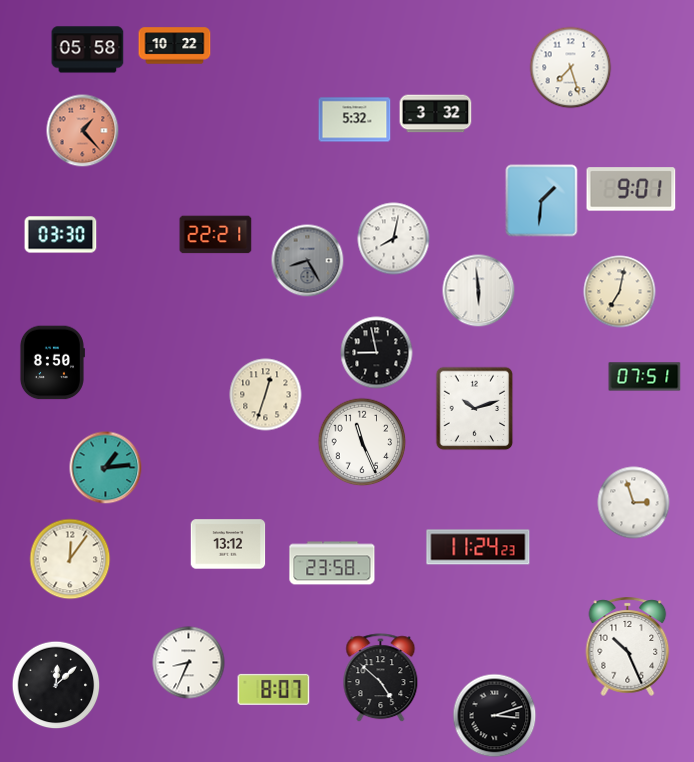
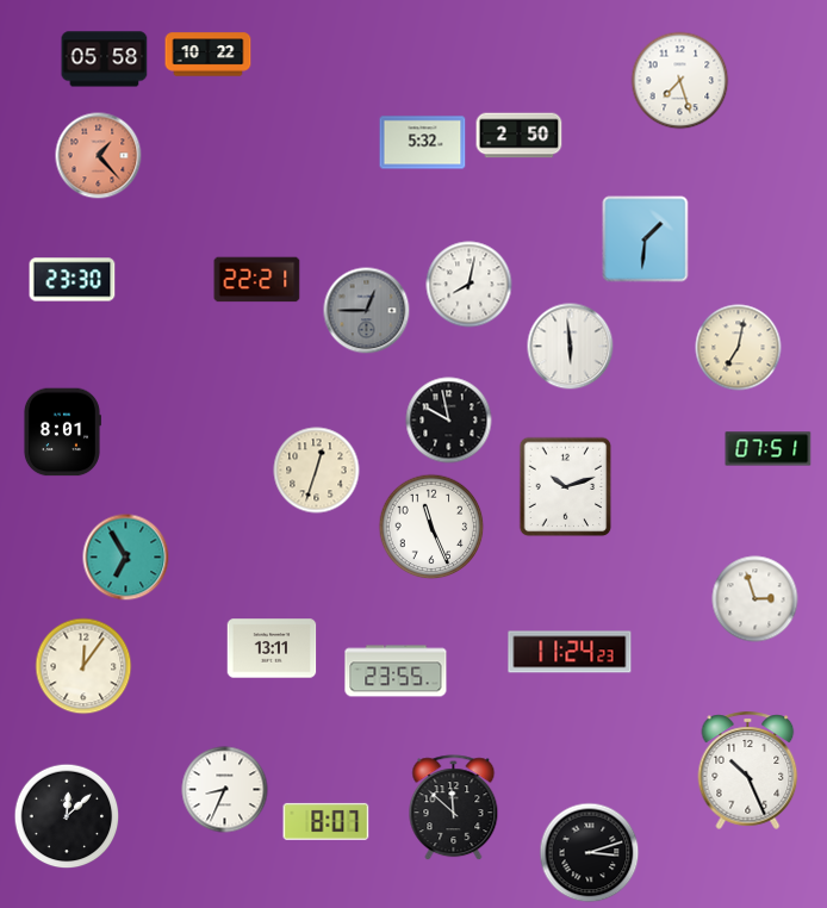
clock at (436, 114): 3:32 -> 2:50
clock at (631, 189): 9:01 -> none
clock at (61, 235): 03:30 -> 23:30
clock at (308, 261): 8:25 -> 12:45
clock at (377, 353): 8:58 -> 9:58
clock at (52, 363): 8:50 -> 8:01
clock at (106, 468): 1:14 -> 6:55
clock at (228, 544): 13:12 -> 13:11
clock at (332, 563): 23:58 -> 23:55
clock at (381, 678): 4:52 -> 11:52
